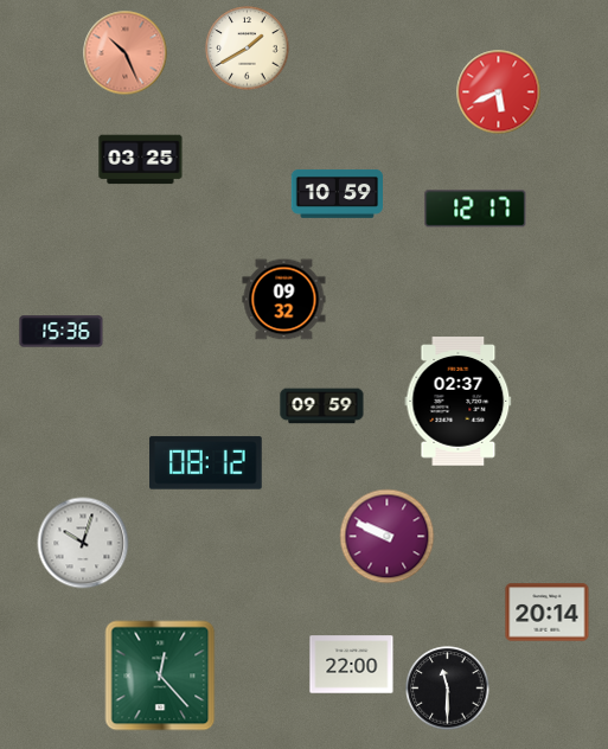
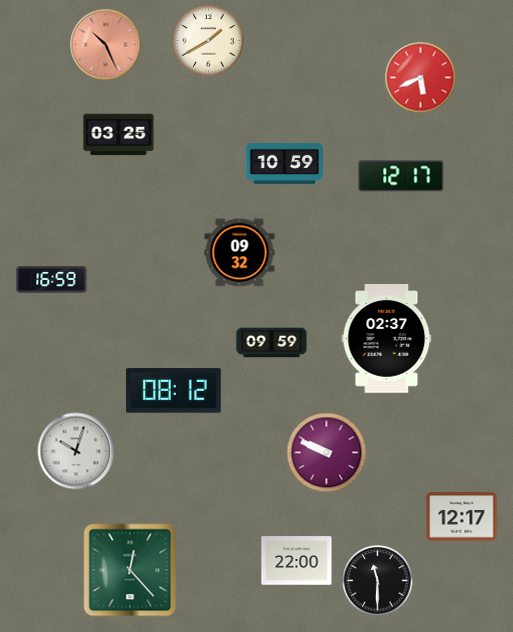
clock at (62, 332): 15:36 -> 16:59
clock at (83, 543) position: (83, 543) -> (76, 451)
clock at (548, 613): 20:14 -> 12:17
clock at (160, 676) position: (160, 676) -> (130, 570)
